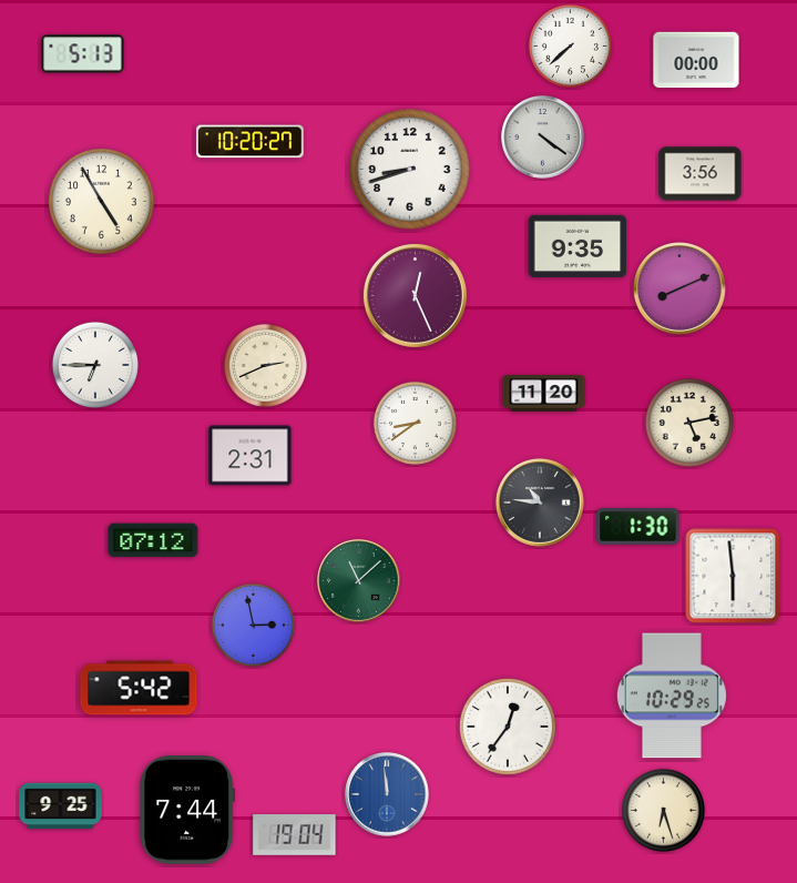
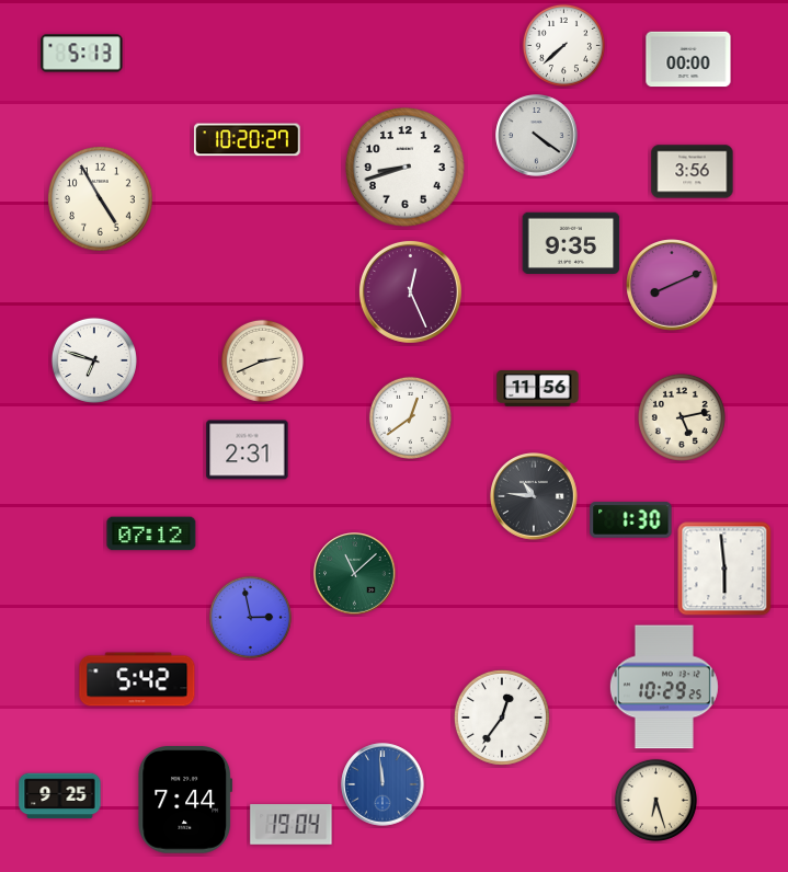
clock at (95, 365): 6:45 -> 6:48
clock at (544, 394): 11:20 -> 11:56
clock at (415, 423): 8:39 -> 12:39
